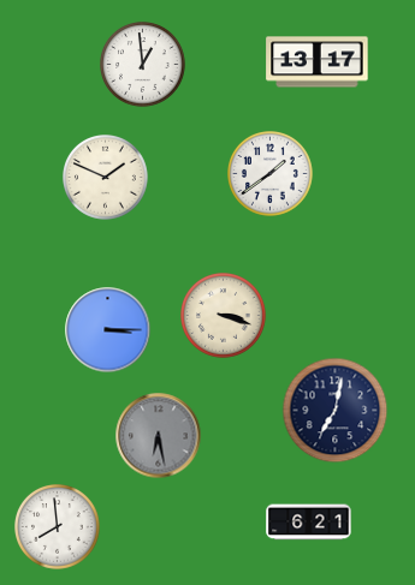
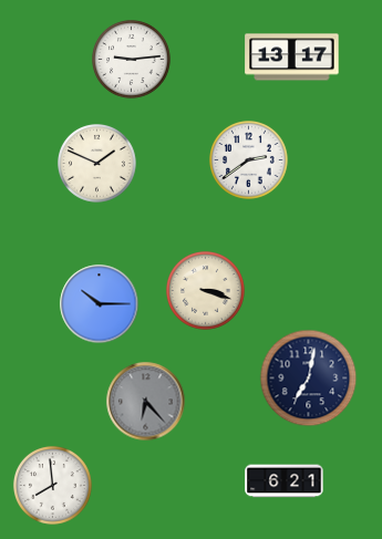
clock at (143, 65): 12:59 -> 9:14
clock at (271, 174): 1:39 -> 2:39
clock at (108, 330): 3:15 -> 10:15
clock at (159, 436): 6:28 -> 6:23
